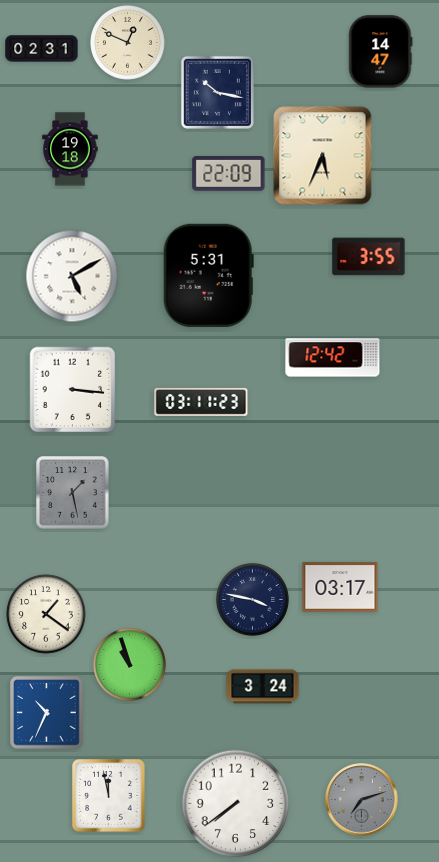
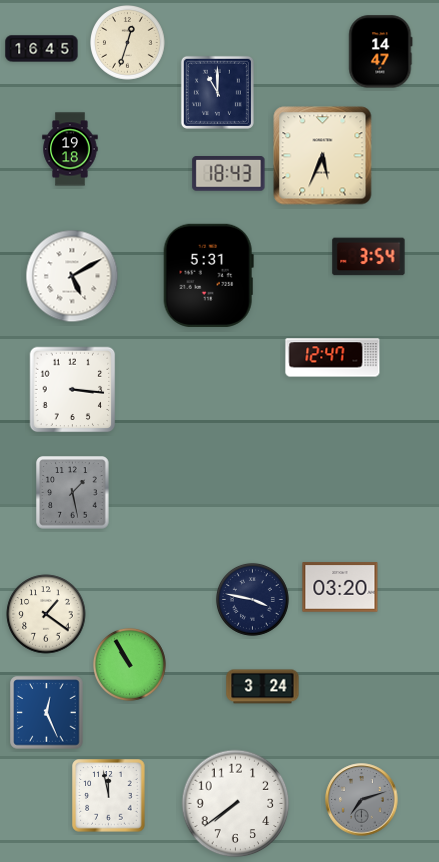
clock at (128, 43): 12:49 -> 12:33
clock at (42, 49): 02:31 -> 16:45
clock at (217, 92): 10:17 -> 11:00
clock at (229, 174): 22:09 -> 18:43
clock at (369, 257): 3:55 -> 3:54
clock at (333, 358): 12:42 -> 12:47
clock at (201, 402): 03:11 -> none
clock at (340, 587): 03:17 -> 03:20
clock at (129, 664): 10:57 -> 10:55
clock at (47, 713): 10:34 -> 12:26
